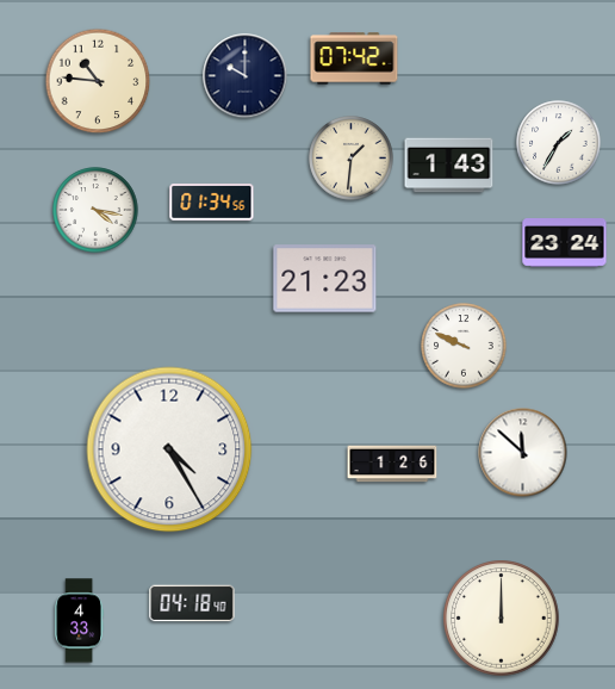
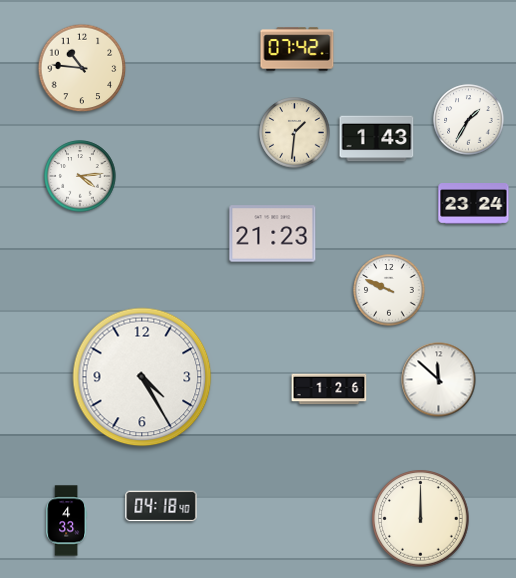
clock at (246, 76): 10:00 -> none
clock at (212, 203): 01:34 -> none
clock at (95, 210): 4:17 -> 4:14
